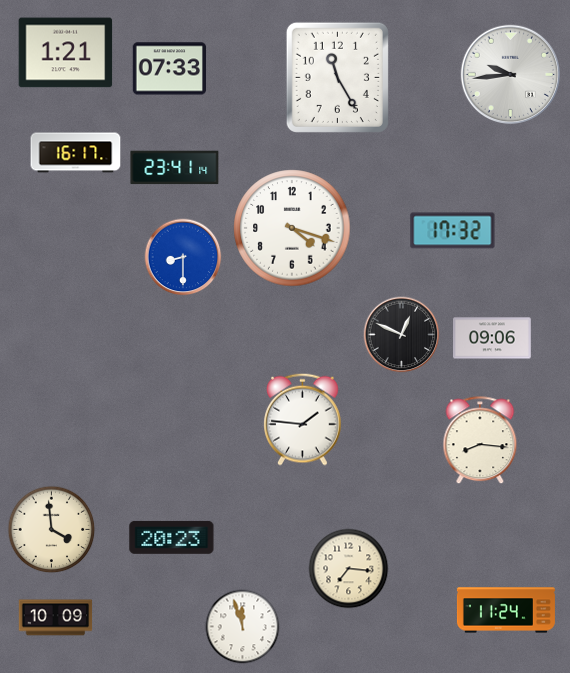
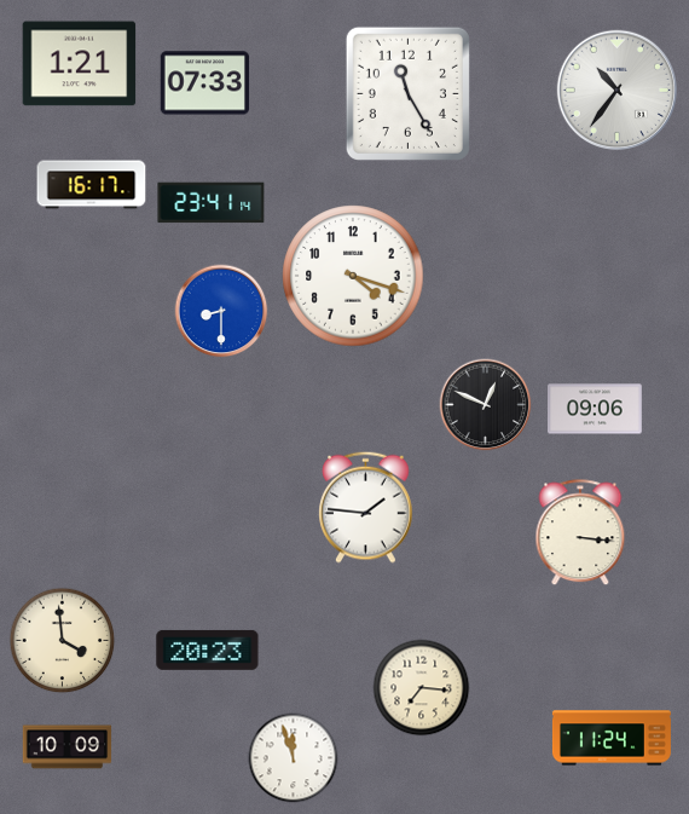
clock at (510, 74): 9:44 -> 10:36
clock at (453, 231): 17:32 -> none
clock at (480, 441): 8:16 -> 3:16
